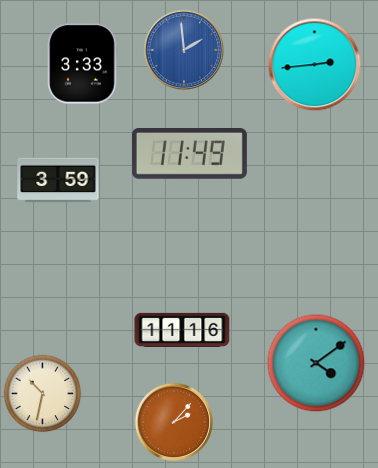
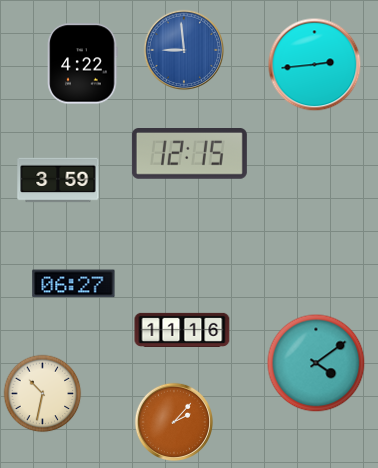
clock at (184, 50): 1:59 -> 8:59
clock at (83, 64): 3:33 -> 4:22
clock at (189, 154): 11:49 -> 12:15
clock at (74, 284): none -> 06:27
